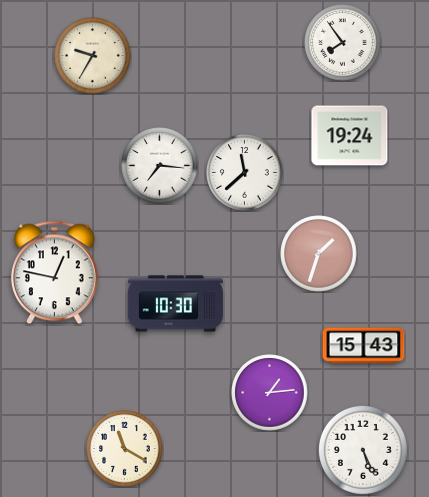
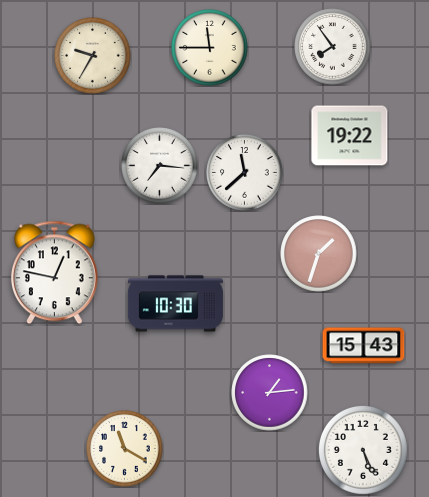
clock at (343, 43) position: (343, 43) -> (333, 47)
clock at (210, 48): none -> 11:45
clock at (350, 136): 19:24 -> 19:22
